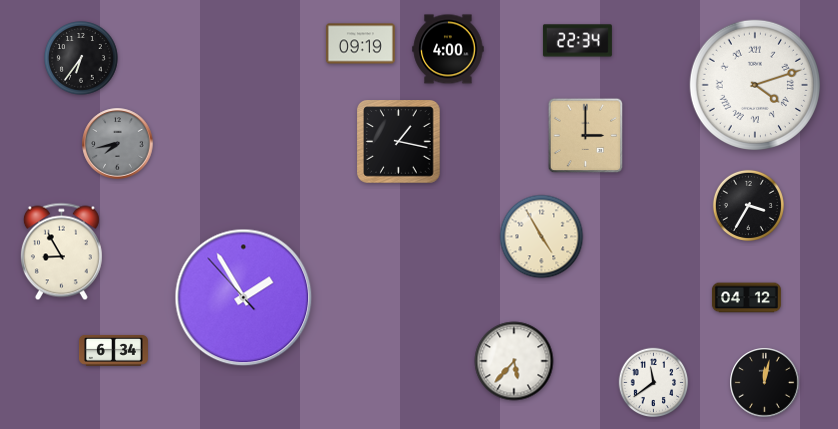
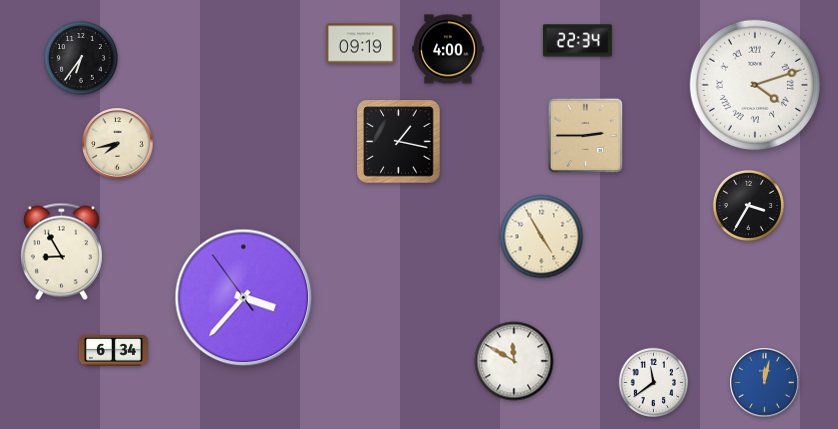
clock at (586, 136): 3:00 -> 2:45
clock at (118, 144) dial: grey -> cream
clock at (244, 298): 1:54 -> 3:36
clock at (746, 298): 04:12 -> none
clock at (514, 361): 5:37 -> 11:50
clock at (765, 383) dial: black -> blue
